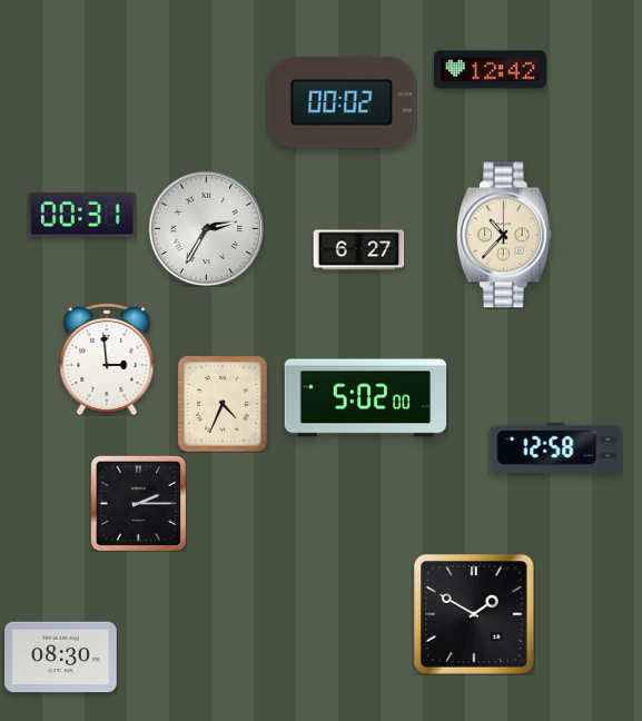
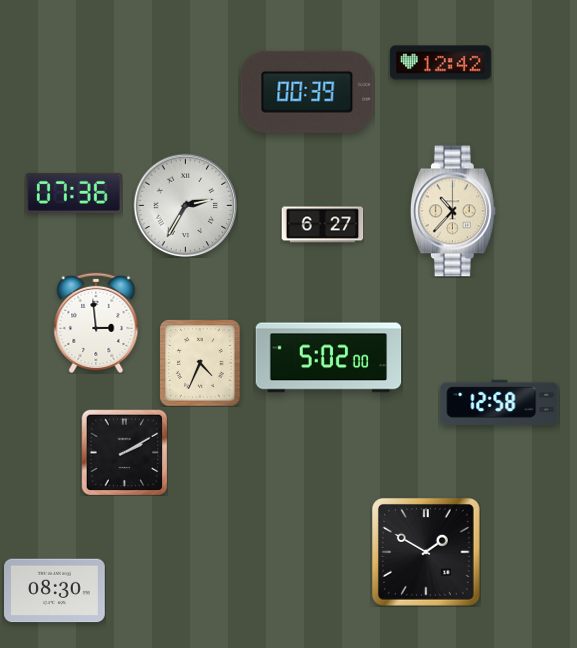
clock at (342, 102): 00:02 -> 00:39
clock at (82, 215): 00:31 -> 07:36
clock at (138, 503): 2:15 -> 2:10
